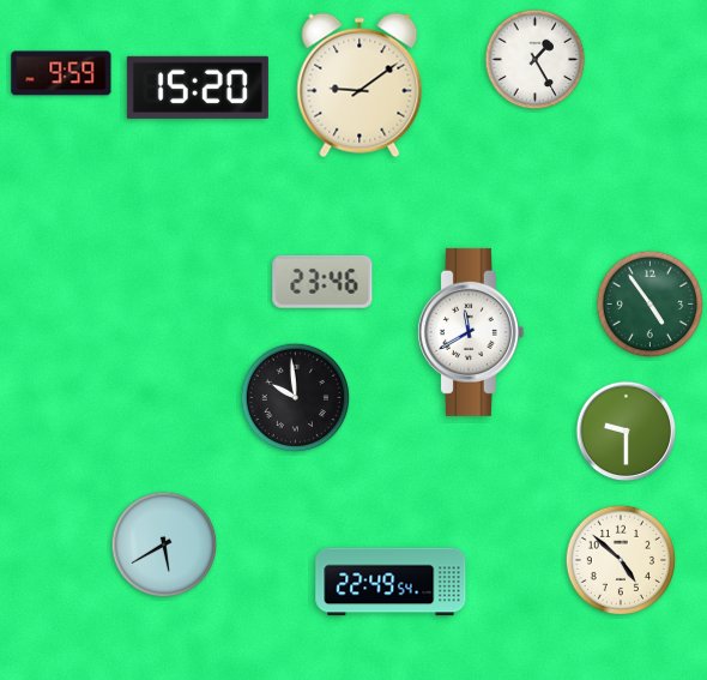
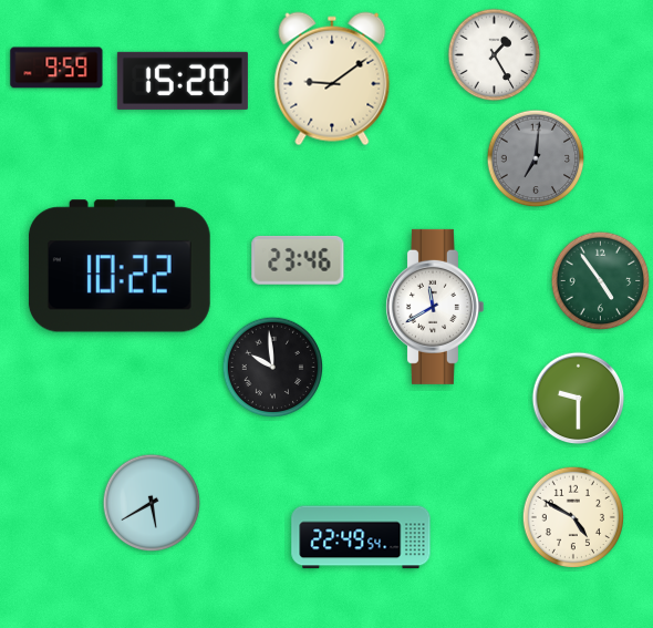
clock at (536, 158): none -> 7:01
clock at (120, 266): none -> 10:22
clock at (620, 559): 4:52 -> 4:50
